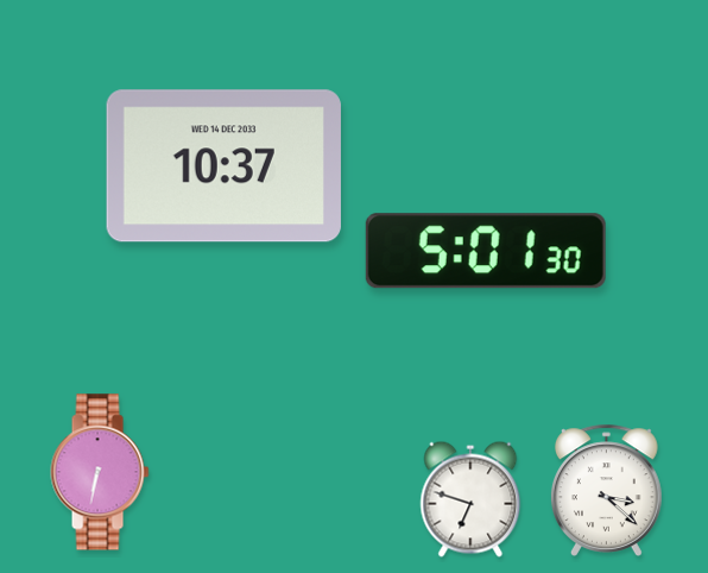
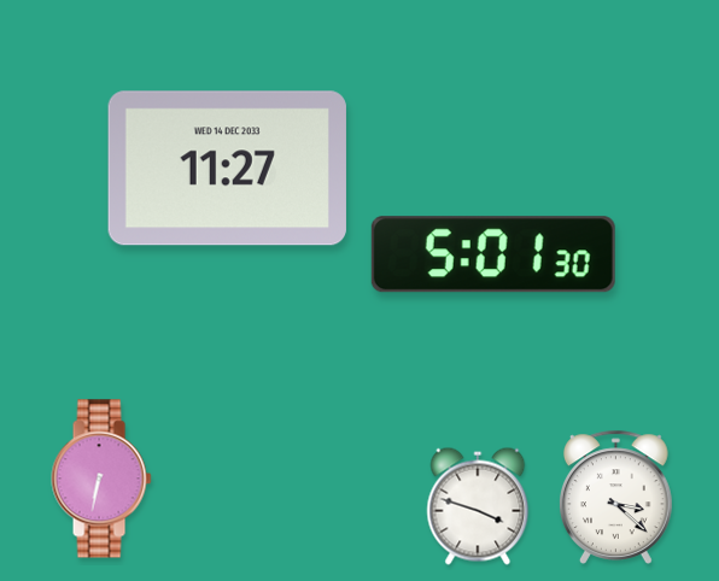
clock at (223, 166): 10:37 -> 11:27
clock at (470, 499): 6:48 -> 3:48
